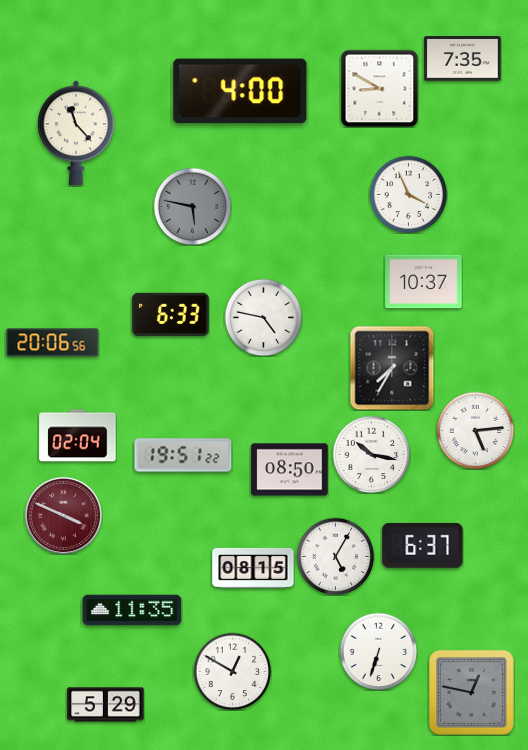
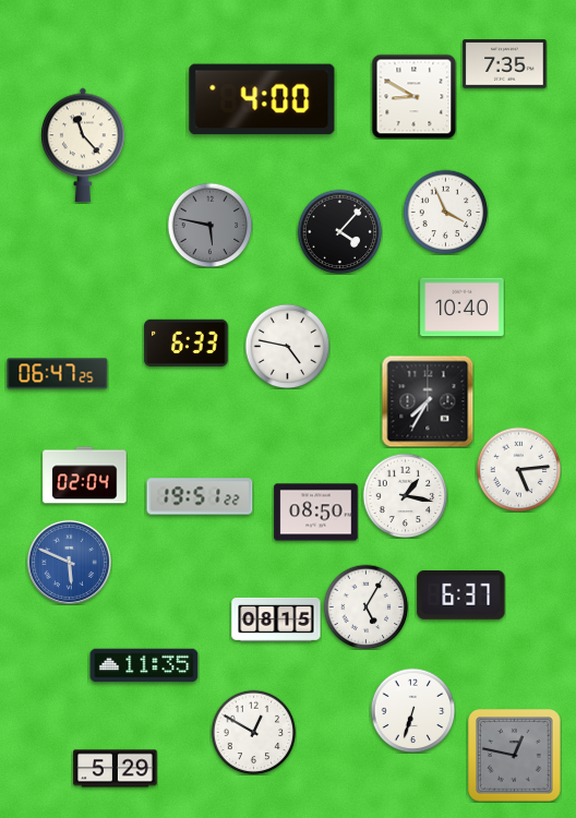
clock at (339, 231): none -> 4:07
clock at (424, 282): 10:37 -> 10:40
clock at (53, 343): 20:06 -> 06:47
clock at (371, 454): 10:17 -> 1:17
clock at (63, 515): 3:49 -> 5:49
clock at (63, 515) dial: burgundy -> blue
